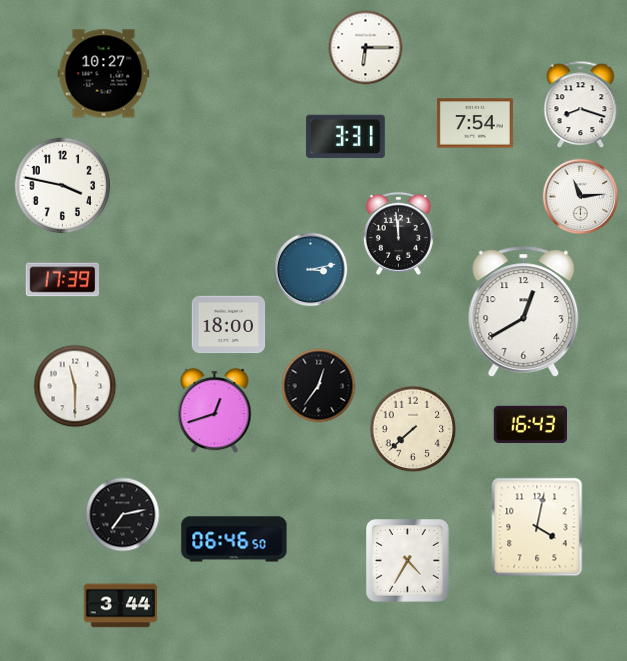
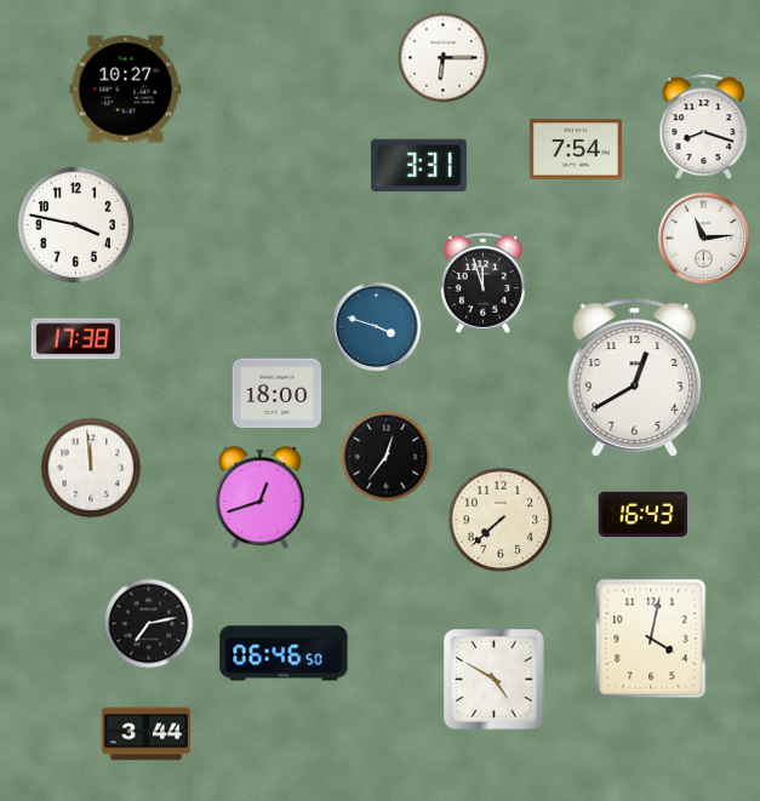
clock at (398, 233): 11:59 -> 11:57
clock at (311, 270): 3:13 -> 3:48
clock at (63, 280): 17:39 -> 17:38
clock at (75, 386): 11:30 -> 11:59
clock at (319, 386) position: (319, 386) -> (387, 457)
clock at (408, 561): 4:35 -> 4:50
